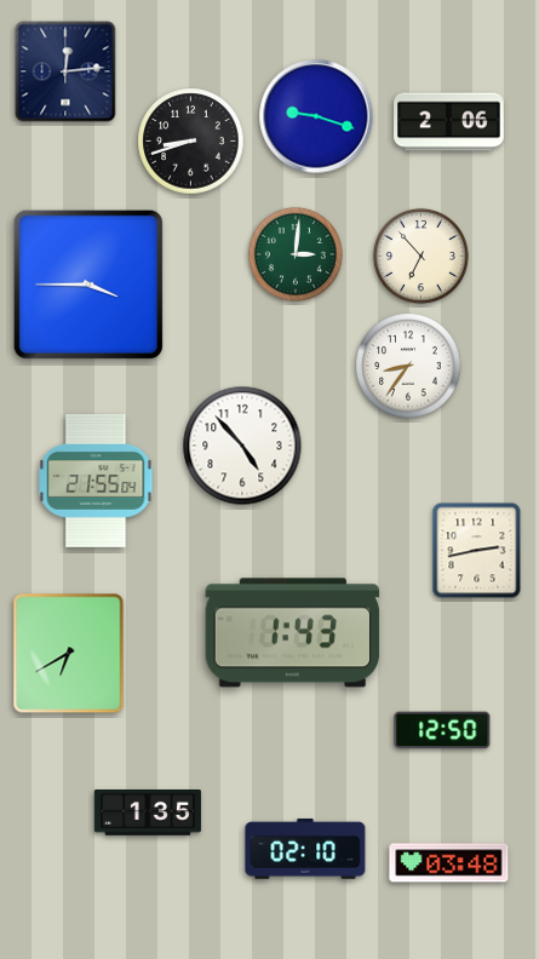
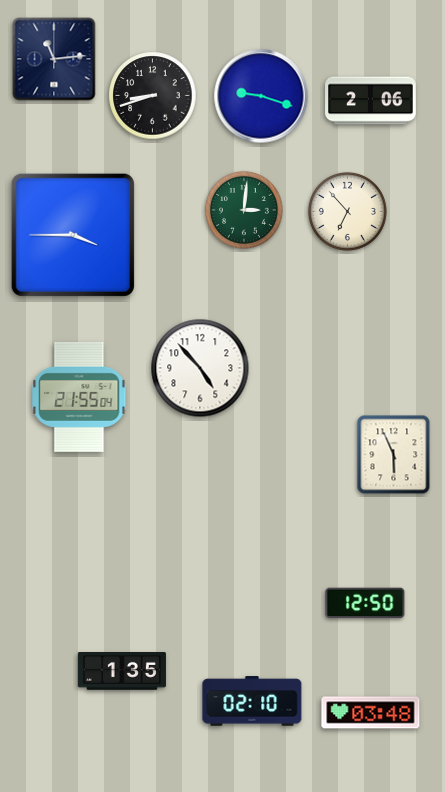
clock at (65, 71): 12:14 -> 11:14
clock at (191, 142) position: (191, 142) -> (153, 96)
clock at (408, 366): 8:36 -> none
clock at (477, 551): 2:43 -> 5:56
clock at (293, 633): 1:43 -> none
clock at (69, 654): 6:40 -> none
